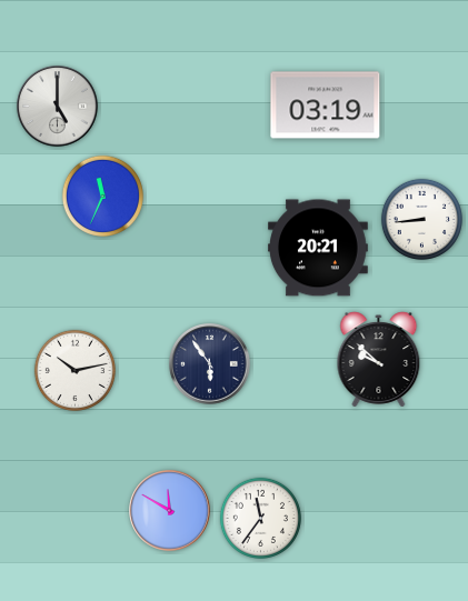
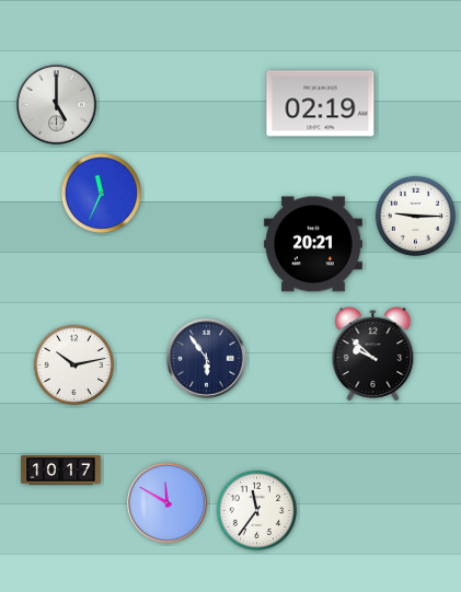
clock at (326, 106): 03:19 -> 02:19
clock at (421, 219): 8:44 -> 9:15
clock at (61, 471): none -> 10:17
